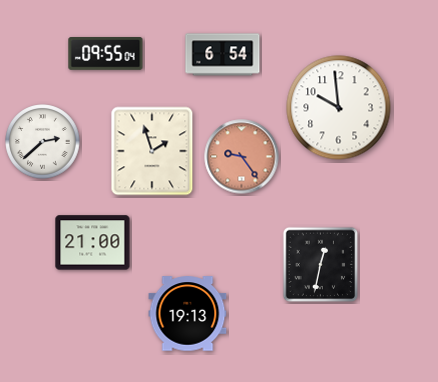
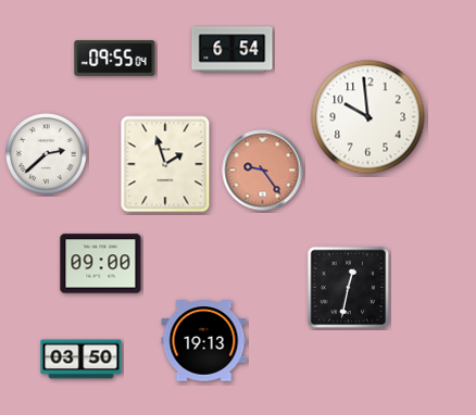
clock at (223, 55) position: (223, 55) -> (233, 50)
clock at (93, 243): 21:00 -> 09:00
clock at (82, 360): none -> 03:50
